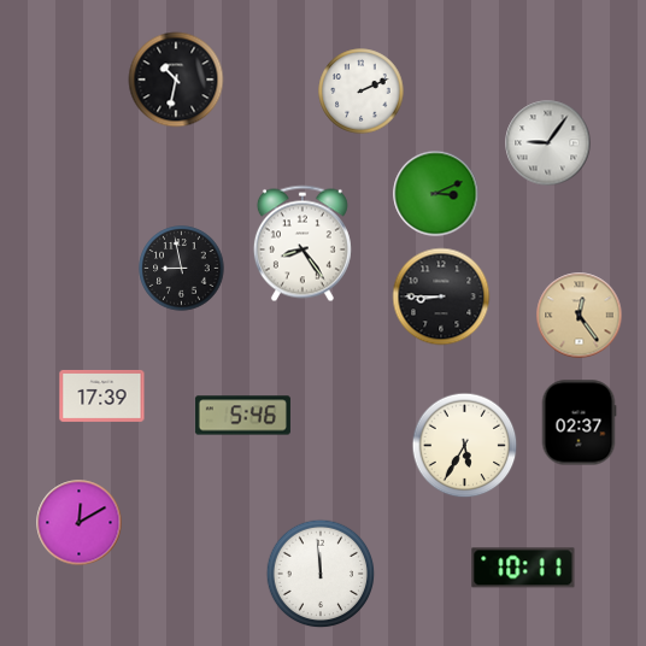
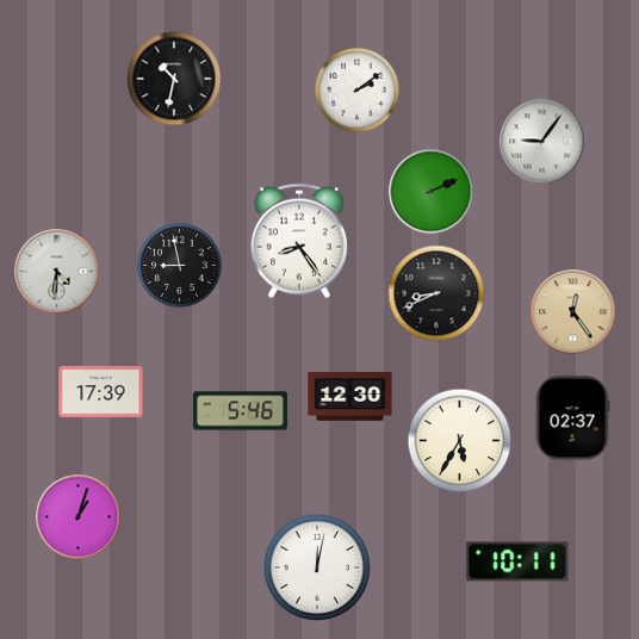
clock at (362, 92): 2:11 -> 2:09
clock at (436, 194): 3:11 -> 2:11
clock at (57, 272): none -> 4:31
clock at (441, 296): 8:45 -> 8:41
clock at (350, 396): none -> 12:30
clock at (80, 523): 12:10 -> 1:03
clock at (321, 574): 11:59 -> 12:02
